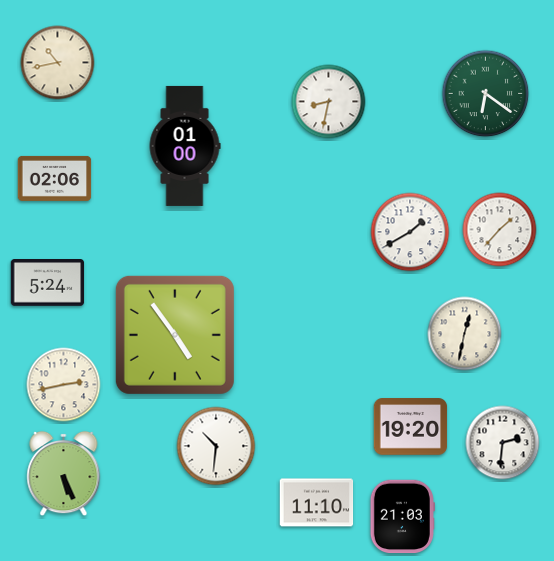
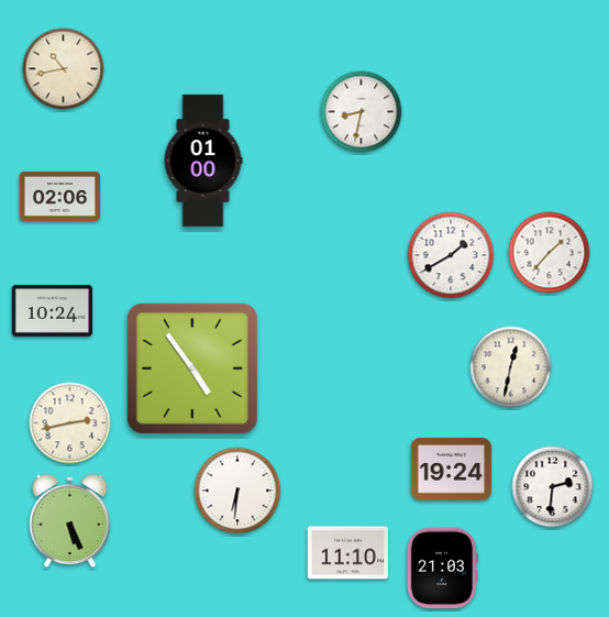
clock at (486, 94): 6:21 -> none
clock at (48, 283): 5:24 -> 10:24
clock at (411, 427): 19:20 -> 19:24
clock at (216, 446): 10:31 -> 6:31
